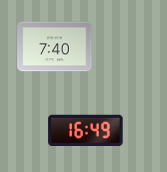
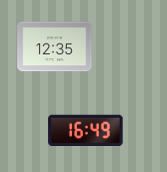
clock at (55, 47): 7:40 -> 12:35
